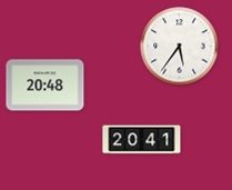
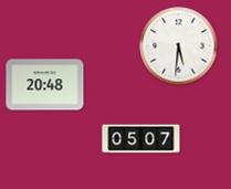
clock at (180, 47): 5:36 -> 5:31
clock at (142, 140): 20:41 -> 05:07
